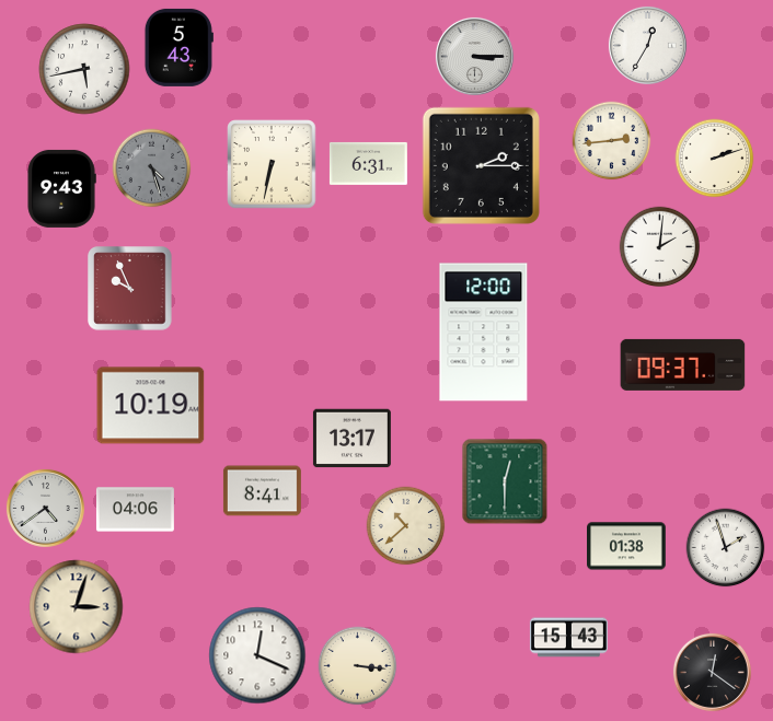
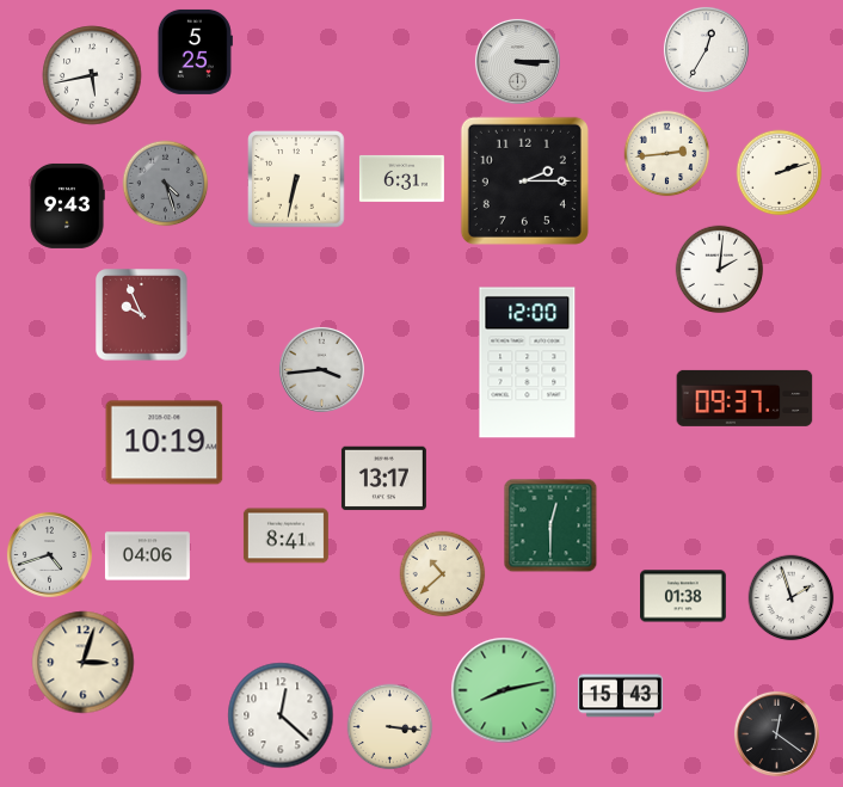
clock at (178, 47): 5:43 -> 5:25
clock at (321, 369): none -> 3:44
clock at (45, 508): 4:39 -> 4:42
clock at (504, 690): none -> 8:13
clock at (257, 655): 12:19 -> 12:22
